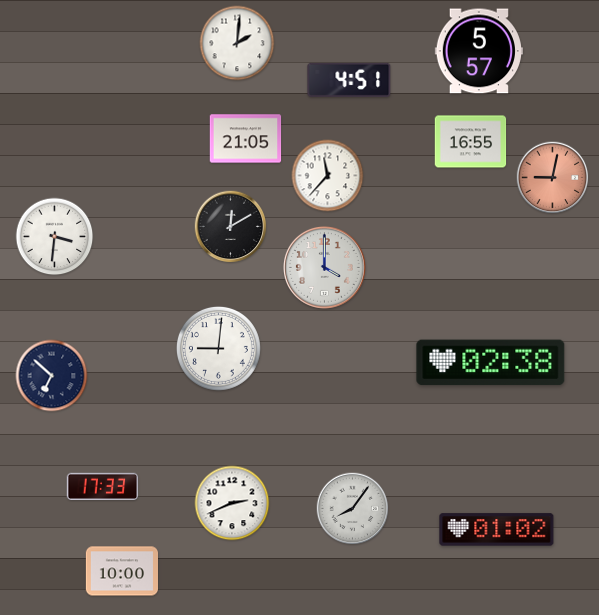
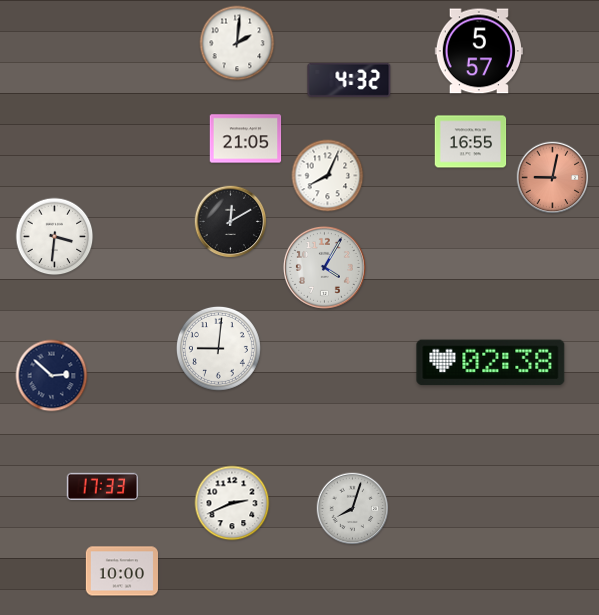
clock at (349, 80): 4:51 -> 4:32
clock at (328, 176): 11:37 -> 8:04
clock at (231, 227) position: (231, 227) -> (231, 222)
clock at (324, 267): 4:00 -> 4:05
clock at (52, 376): 6:52 -> 2:52
clock at (353, 509): 8:06 -> 8:03
clock at (497, 530): 01:02 -> none
